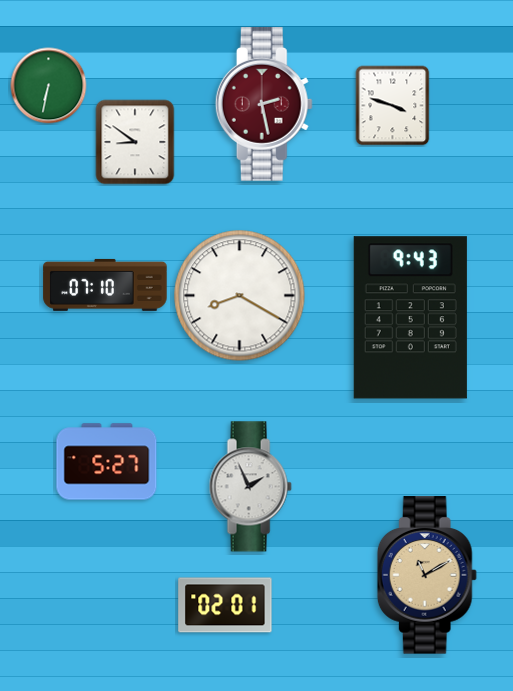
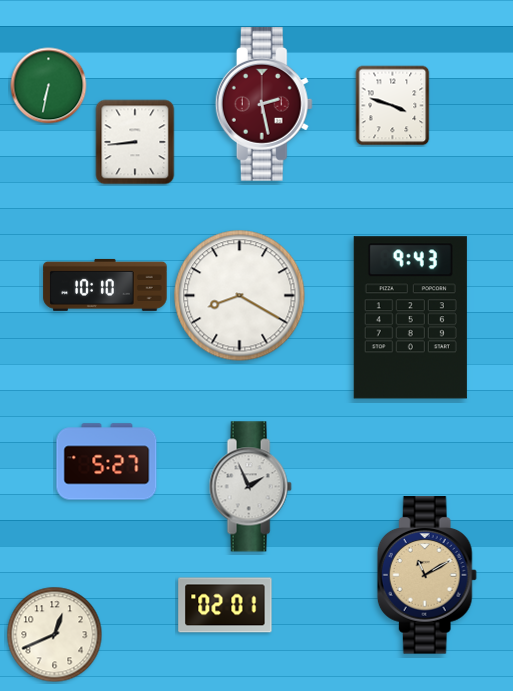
clock at (135, 142): 8:51 -> 8:44
clock at (105, 285): 07:10 -> 10:10
clock at (55, 635): none -> 12:41
